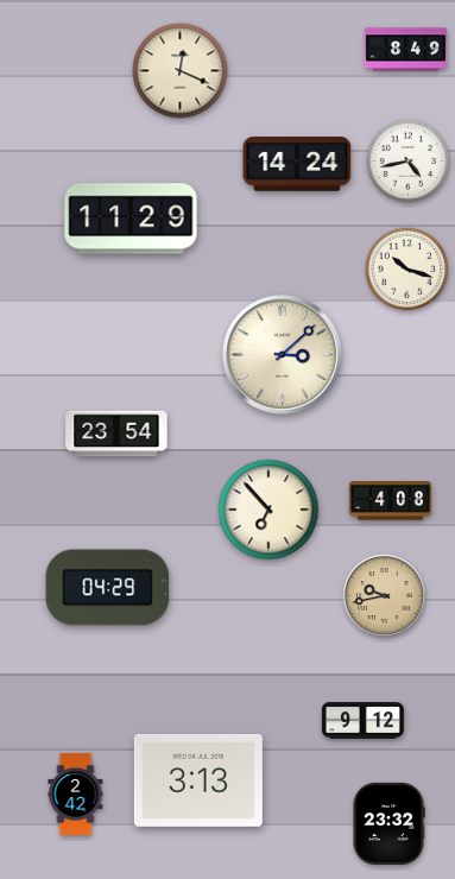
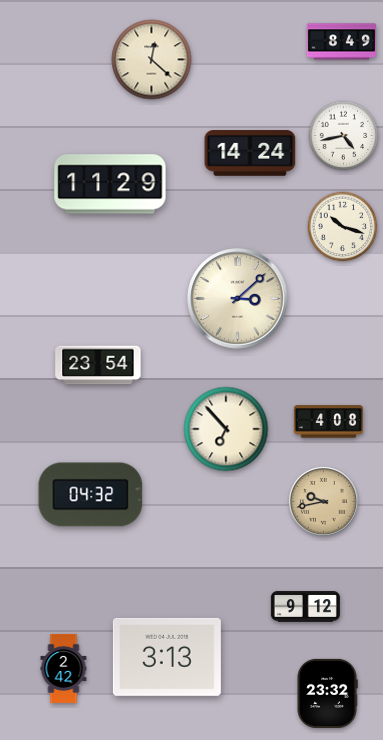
clock at (181, 71): 12:19 -> 12:22
clock at (297, 164) position: (297, 164) -> (250, 153)
clock at (108, 588): 04:29 -> 04:32
